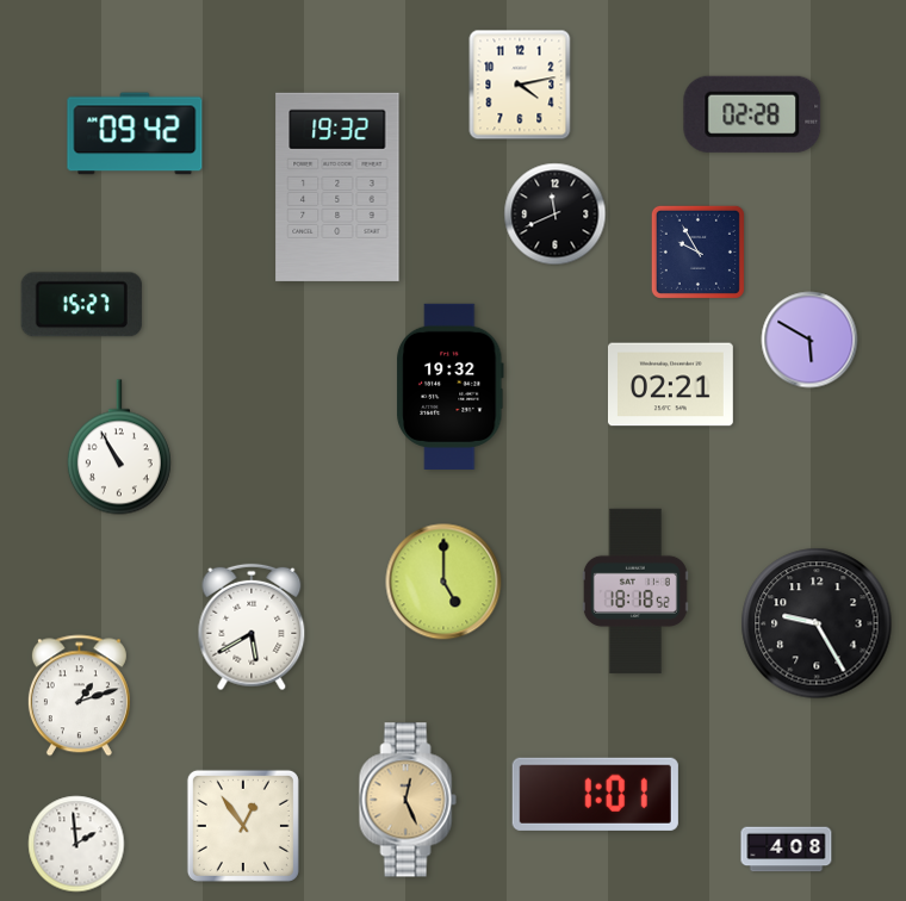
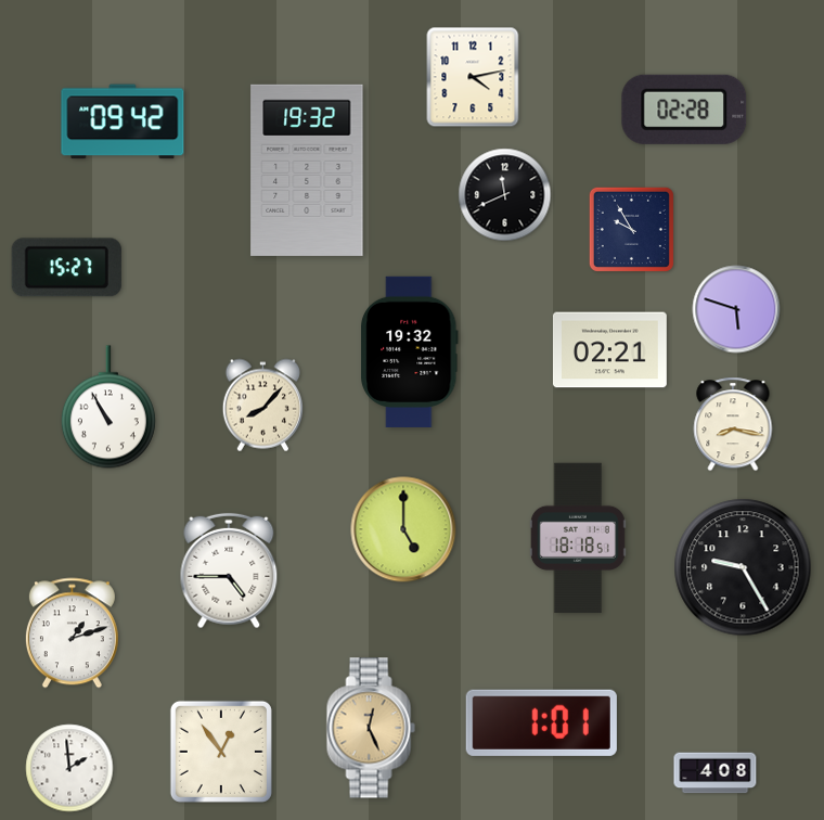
clock at (752, 114) position: (752, 114) -> (684, 110)
clock at (697, 251) position: (697, 251) -> (631, 229)
clock at (81, 305) position: (81, 305) -> (66, 268)
clock at (809, 340): 5:50 -> 5:48
clock at (262, 406): none -> 8:07
clock at (733, 424): none -> 8:17
clock at (635, 591): 18:18:52 -> 18:18:51
clock at (252, 627): 5:40 -> 4:45
